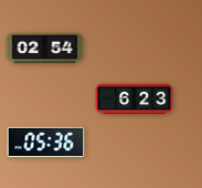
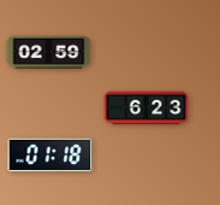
clock at (45, 49): 02:54 -> 02:59
clock at (46, 143): 05:36 -> 01:18
